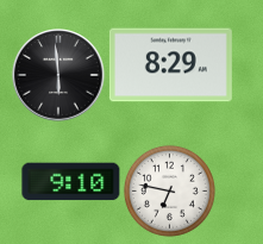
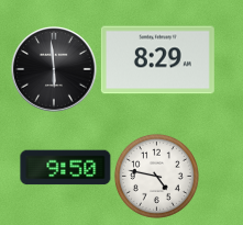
clock at (71, 182): 9:10 -> 9:50
clock at (169, 190): 6:47 -> 4:47
